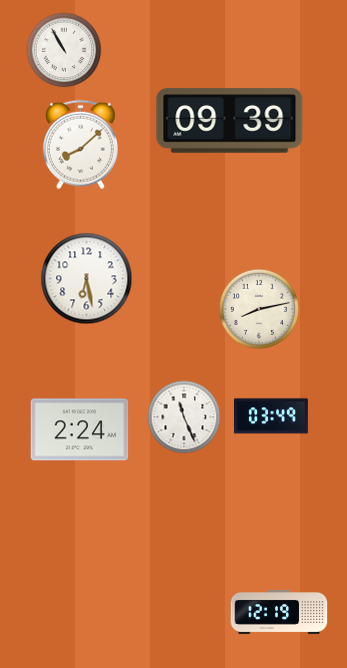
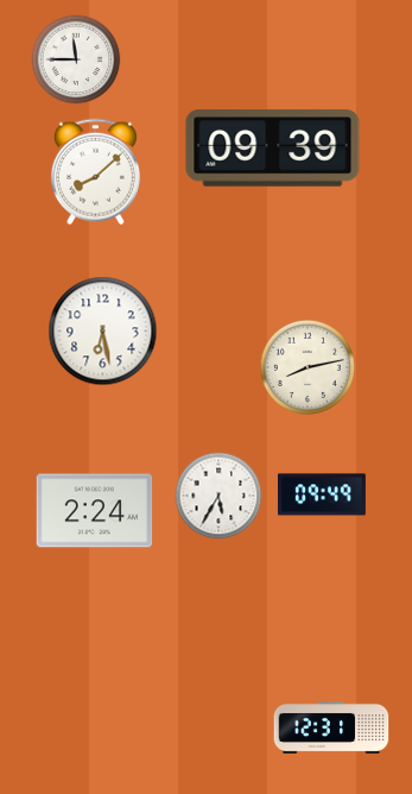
clock at (64, 50): 10:55 -> 11:45
clock at (230, 121) position: (230, 121) -> (273, 149)
clock at (271, 416): 03:49 -> 09:49
clock at (184, 417): 11:26 -> 5:35
clock at (279, 613): 12:19 -> 12:31
